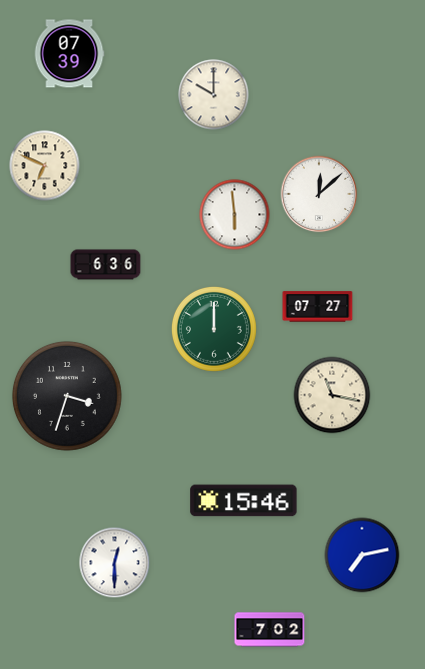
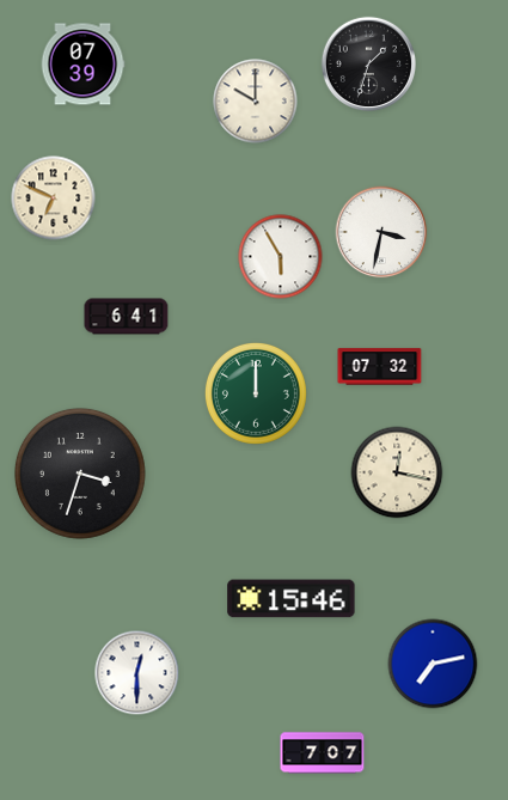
clock at (368, 63): none -> 1:33
clock at (214, 95) position: (214, 95) -> (256, 102)
clock at (319, 194): 12:08 -> 3:32
clock at (235, 215): 5:59 -> 5:55
clock at (106, 265): 6:36 -> 6:41
clock at (318, 307): 07:27 -> 07:32
clock at (332, 395): 11:17 -> 12:17
clock at (270, 630): 7:02 -> 7:07
